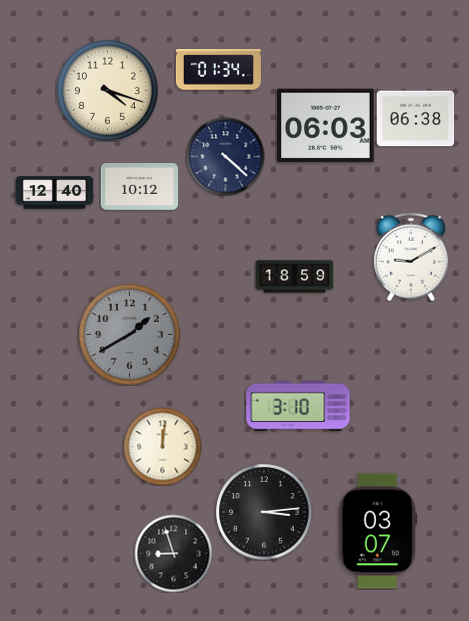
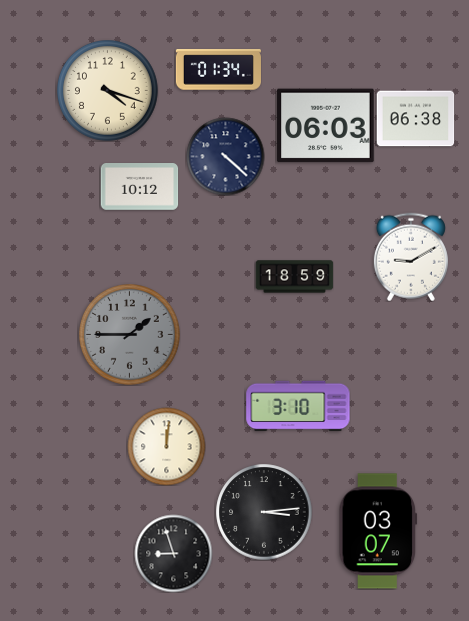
clock at (54, 193): 12:40 -> none
clock at (130, 335): 1:40 -> 1:45
clock at (162, 446) position: (162, 446) -> (166, 446)
